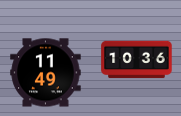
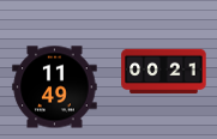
clock at (137, 60): 10:36 -> 00:21
